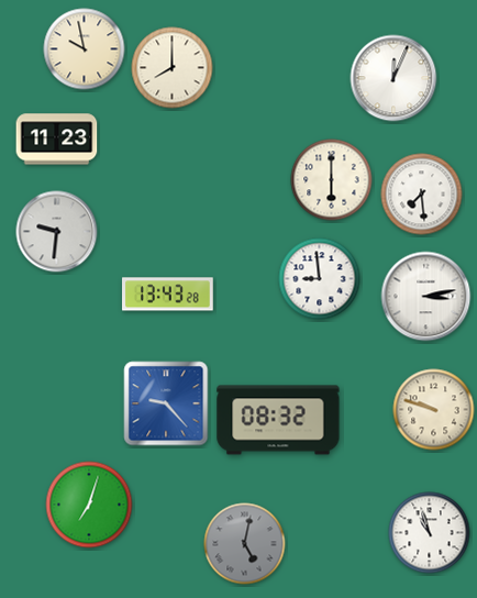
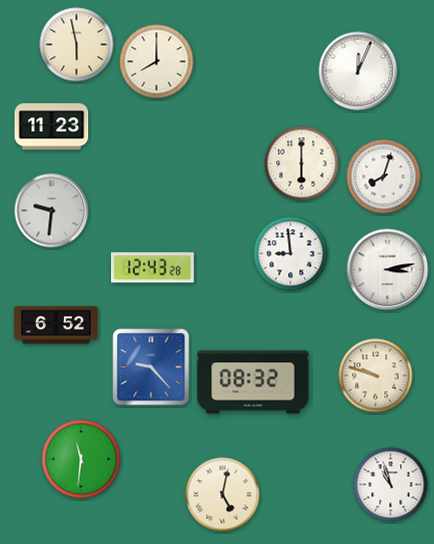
clock at (85, 49): 9:58 -> 5:58
clock at (422, 195): 7:29 -> 8:03
clock at (168, 295): 13:43 -> 12:43
clock at (56, 325): none -> 6:52
clock at (434, 410) position: (434, 410) -> (376, 376)
clock at (89, 505): 7:03 -> 11:31
clock at (245, 544) dial: grey -> cream
